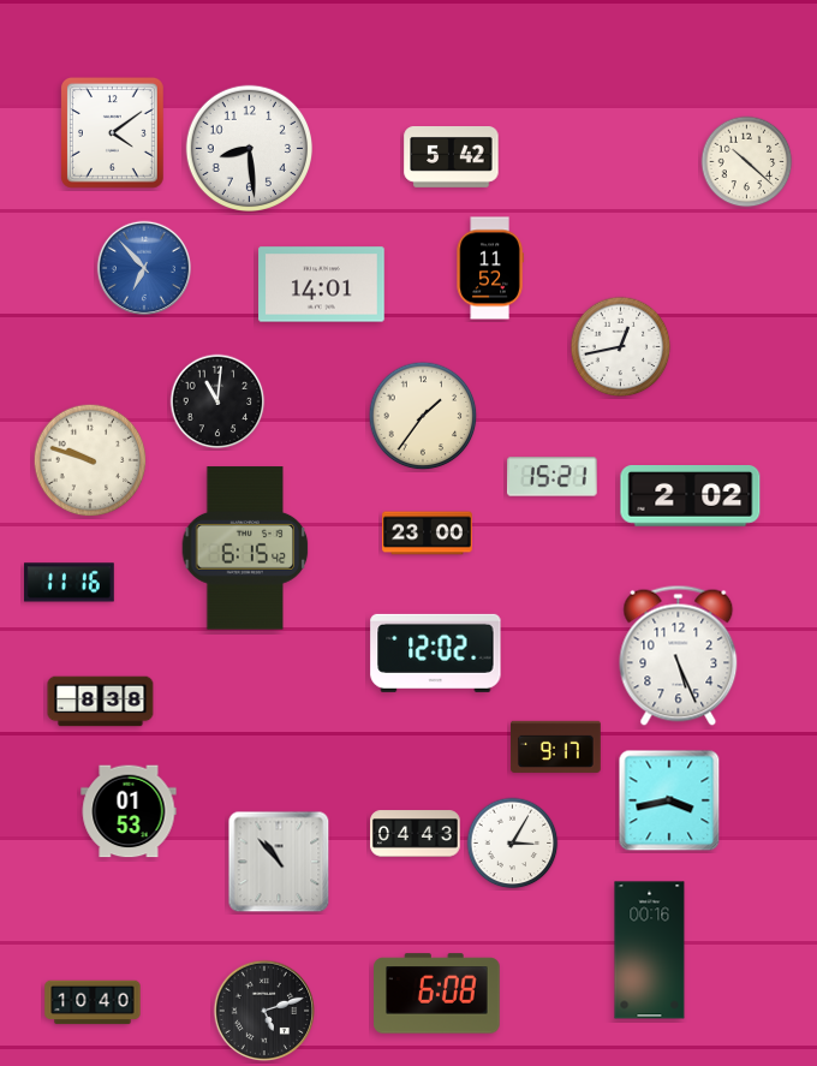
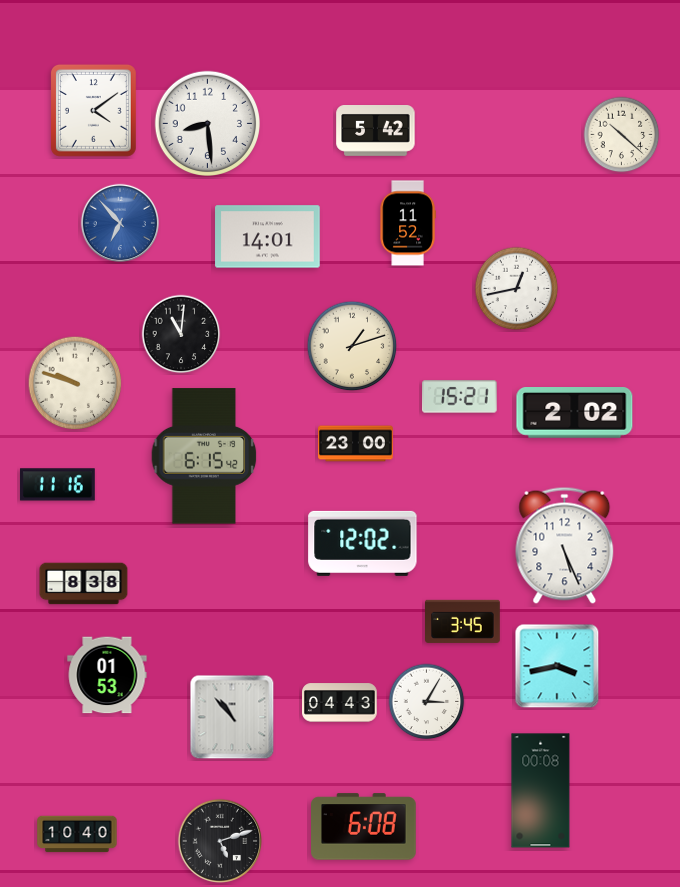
clock at (423, 416): 1:36 -> 1:12
clock at (556, 746): 9:17 -> 3:45
clock at (416, 834) position: (416, 834) -> (340, 703)
clock at (650, 951): 00:16 -> 00:08
